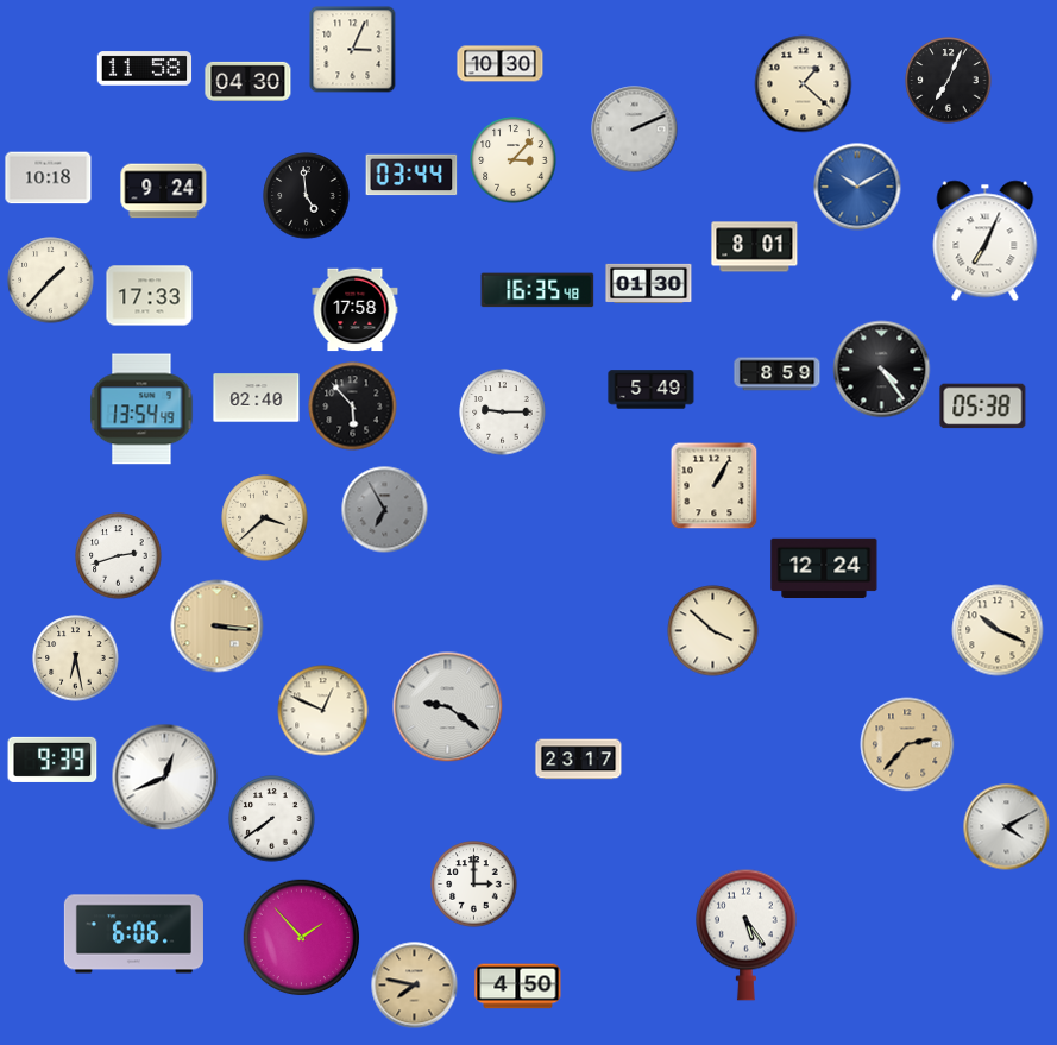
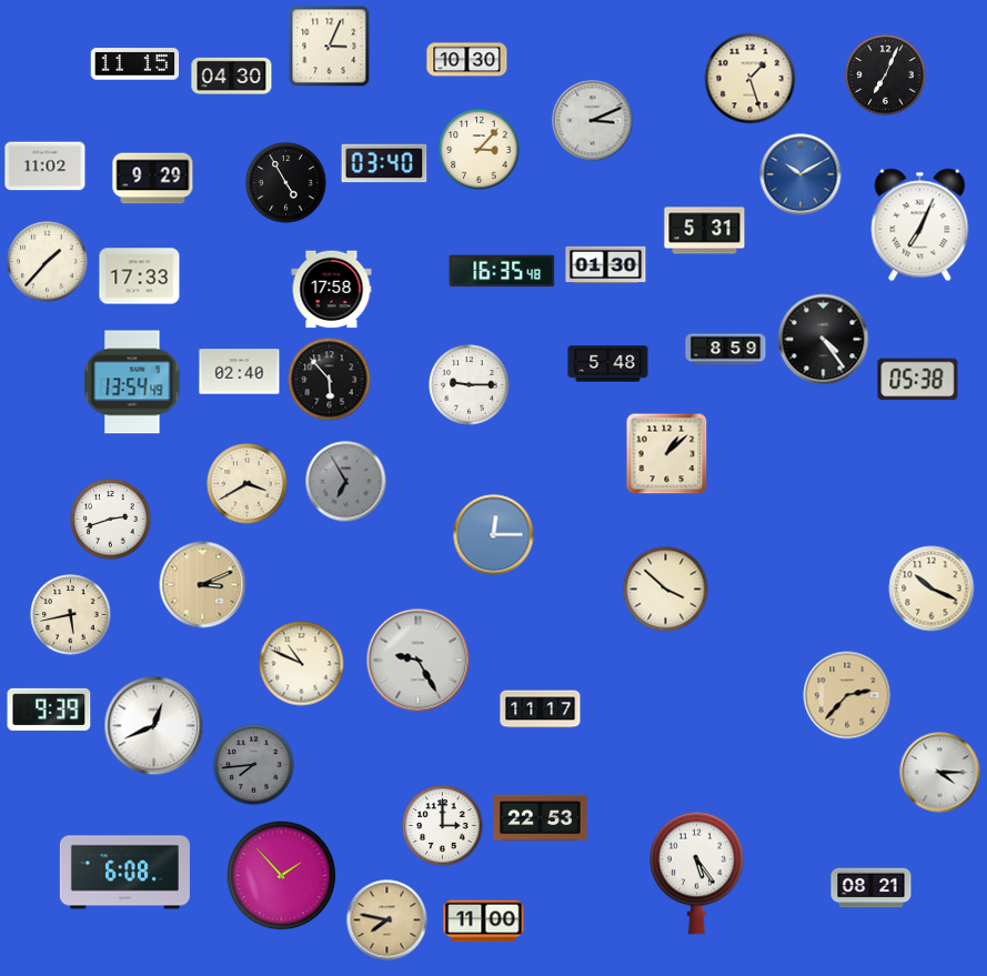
clock at (145, 69): 11:58 -> 11:15
clock at (804, 84): 1:22 -> 1:27
clock at (635, 130): 2:11 -> 3:11
clock at (411, 175): 03:44 -> 03:40
clock at (49, 178): 10:18 -> 11:02
clock at (164, 191): 9:24 -> 9:29
clock at (307, 196): 4:59 -> 4:55
clock at (755, 247): 8:01 -> 5:31
clock at (882, 370) position: (882, 370) -> (824, 340)
clock at (652, 390): 5:49 -> 5:48
clock at (715, 486): 1:05 -> 1:08
clock at (385, 510) position: (385, 510) -> (346, 482)
clock at (265, 518): 3:38 -> 3:40
clock at (824, 568): 12:24 -> none
clock at (494, 535): none -> 12:15
clock at (218, 627): 3:16 -> 3:11
clock at (76, 659): 6:28 -> 5:43
clock at (448, 707): 9:21 -> 9:25
clock at (323, 711): 12:49 -> 10:49
clock at (579, 760): 23:17 -> 11:17
clock at (272, 819): 7:39 -> 7:44
clock at (272, 819) dial: white -> grey
clock at (1007, 827): 4:10 -> 4:15
clock at (541, 818): none -> 22:53
clock at (133, 934): 6:06 -> 6:08
clock at (872, 888): none -> 08:21
clock at (518, 987): 4:50 -> 11:00
